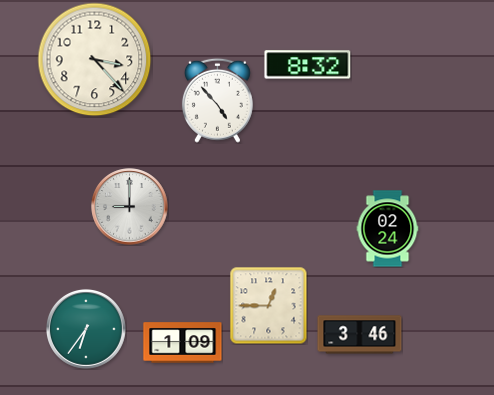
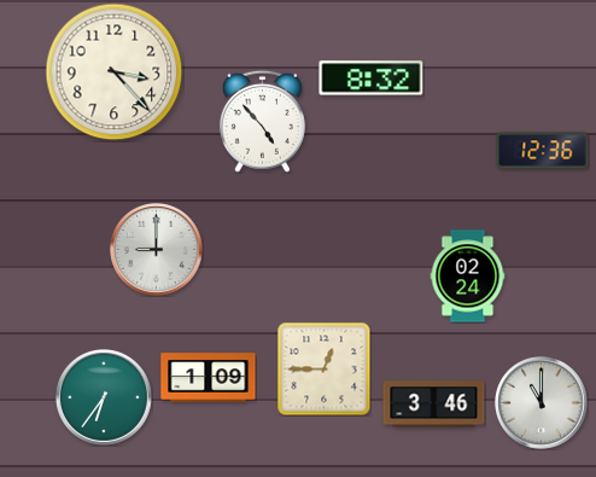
clock at (543, 151): none -> 12:36
clock at (542, 403): none -> 11:00
clock at (183, 343) position: (183, 343) -> (209, 378)
